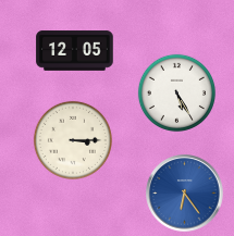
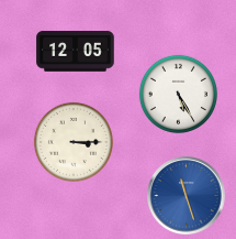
clock at (185, 194): 6:24 -> 11:27
